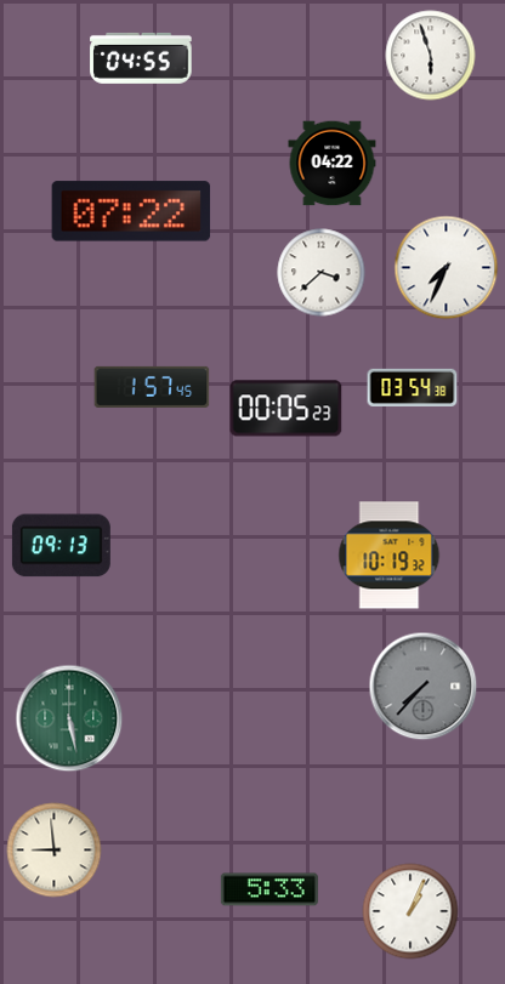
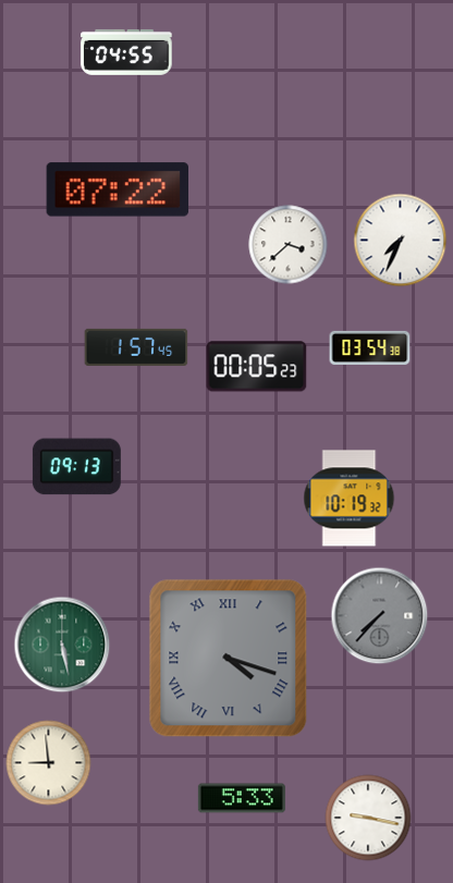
clock at (431, 56): 5:57 -> none
clock at (333, 164): 04:22 -> none
clock at (61, 546) position: (61, 546) -> (76, 467)
clock at (229, 659): none -> 4:18
clock at (410, 911): 1:04 -> 9:17
